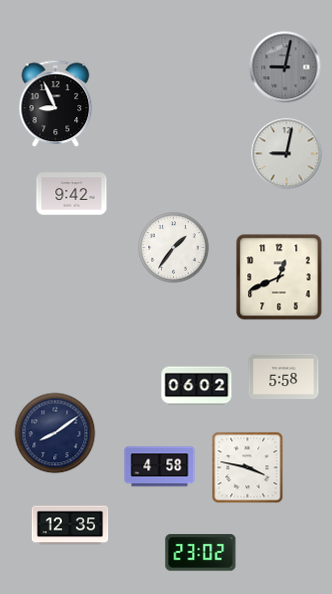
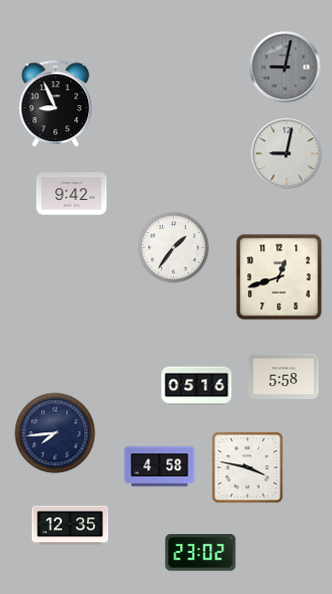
clock at (279, 277): 12:41 -> 12:42
clock at (197, 386): 06:02 -> 05:16
clock at (55, 433): 8:09 -> 7:44
